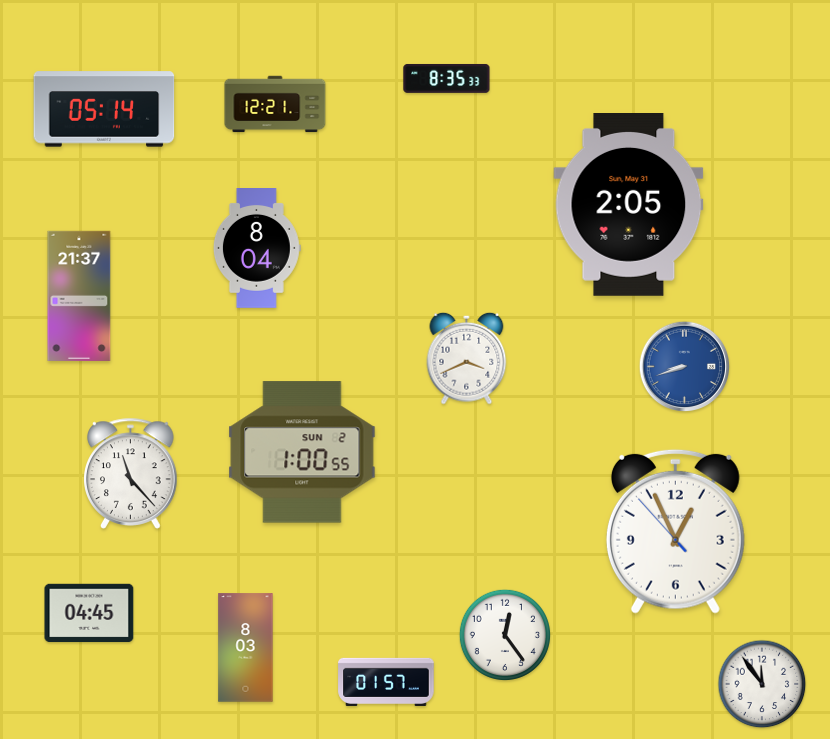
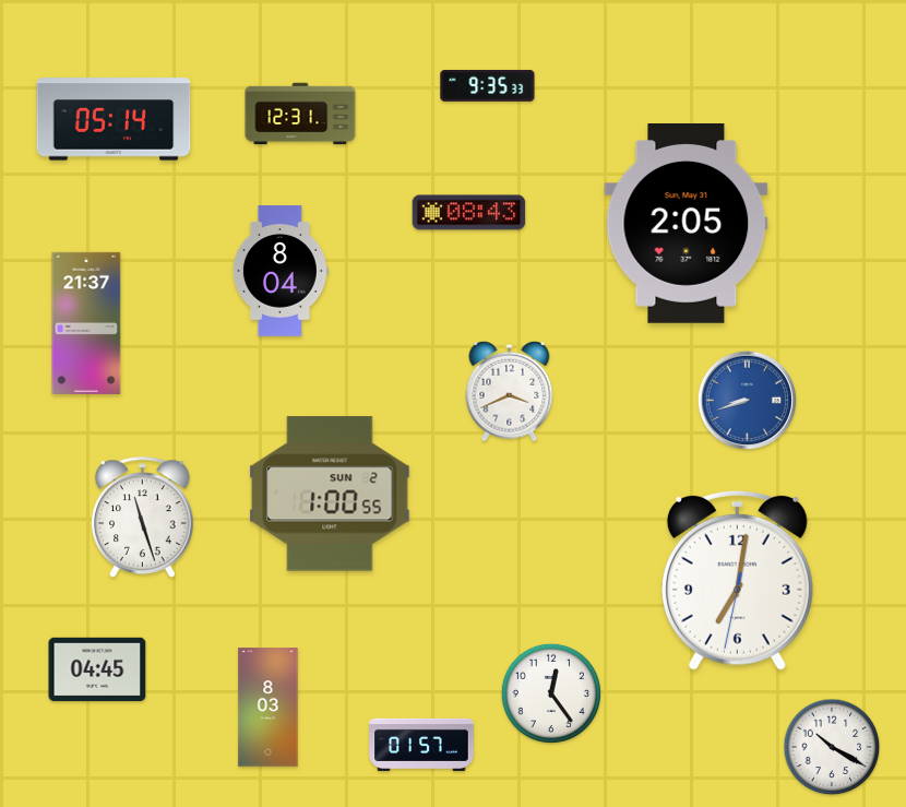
clock at (447, 78): 8:35 -> 9:35
clock at (275, 104): 12:21 -> 12:31
clock at (469, 213): none -> 08:43
clock at (131, 473): 11:23 -> 11:27
clock at (675, 531): 12:55 -> 7:01
clock at (762, 684): 11:54 -> 10:20
